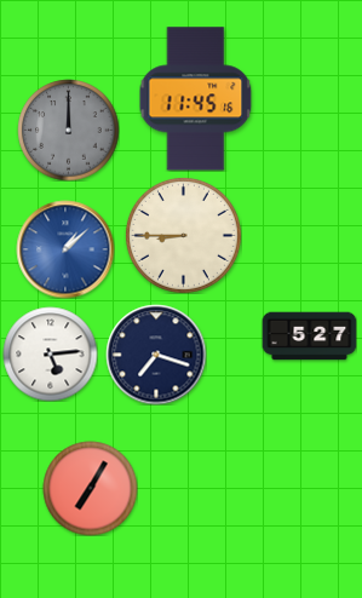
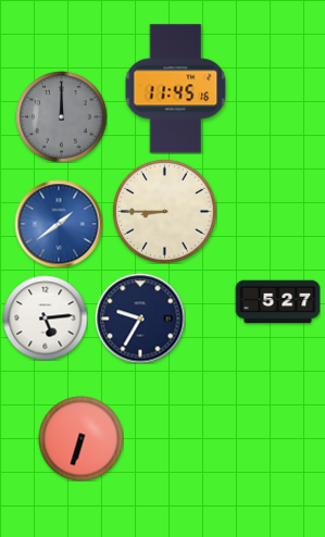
clock at (65, 249): 1:08 -> 1:39
clock at (156, 355): 7:18 -> 9:35
clock at (90, 488): 7:05 -> 6:33
